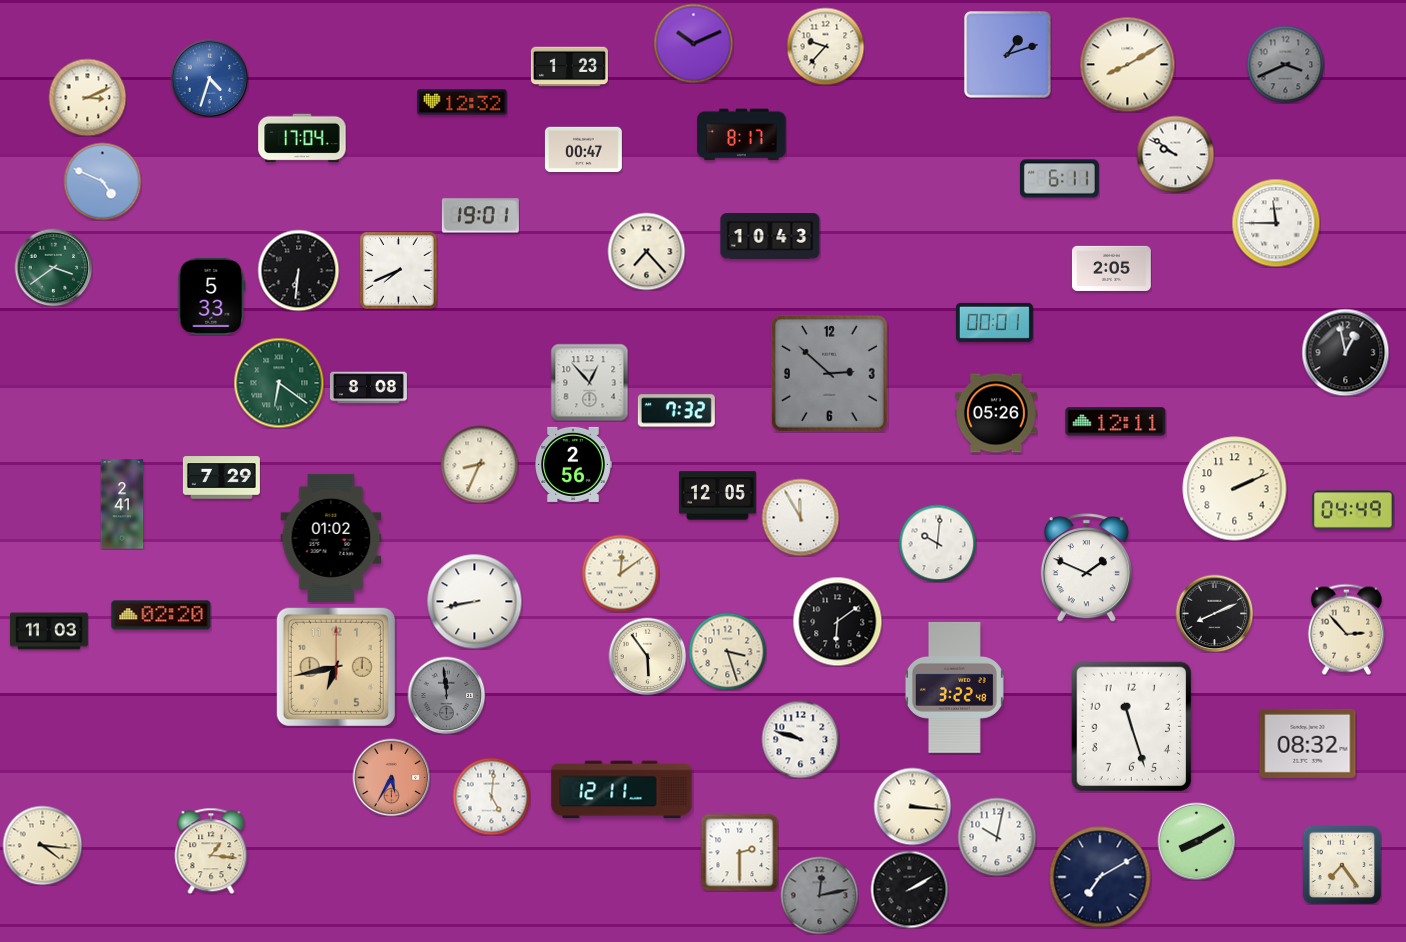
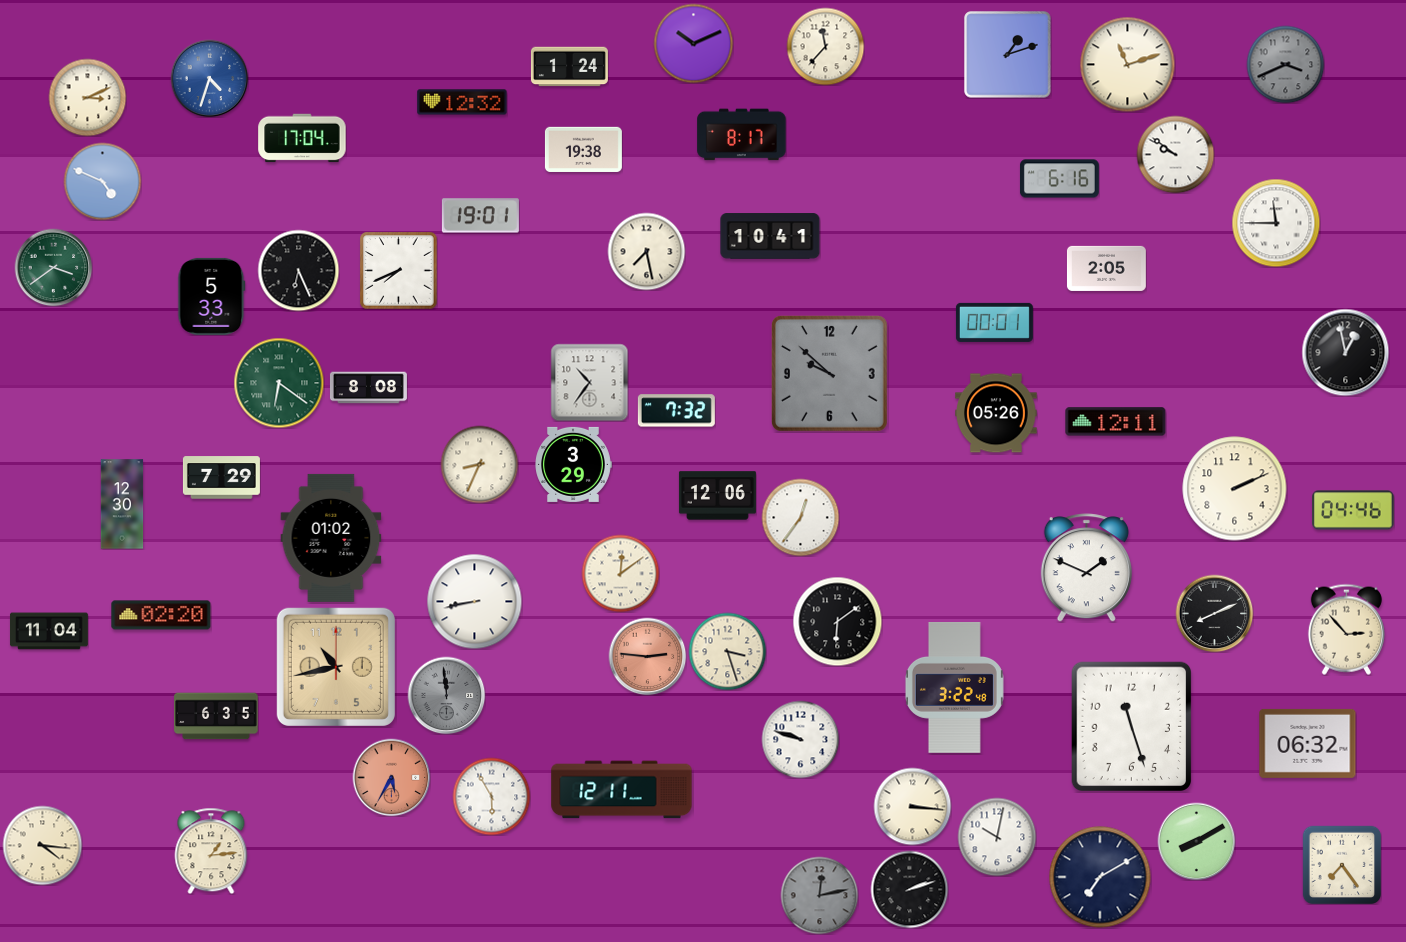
clock at (825, 46): 9:37 -> 11:37
clock at (1127, 64): 8:10 -> 11:12
clock at (569, 67): 1:23 -> 1:24
clock at (583, 149): 00:47 -> 19:38
clock at (1059, 179): 6:11 -> 6:16
clock at (770, 236): 10:43 -> 10:41
clock at (646, 251): 7:23 -> 7:28
clock at (1111, 268) position: (1111, 268) -> (1106, 268)
clock at (298, 270): 6:31 -> 6:26
clock at (829, 373): 2:52 -> 9:52
clock at (589, 382): 12:53 -> 10:36
clock at (573, 464): 2:56 -> 3:29
clock at (717, 496): 12:05 -> 12:06
clock at (122, 504): 2:41 -> 12:30
clock at (1353, 510): 04:49 -> 04:46
clock at (800, 517): 11:55 -> 12:36
clock at (937, 543): 10:01 -> none
clock at (49, 631): 11:03 -> 11:04
clock at (647, 656): 5:54 -> 2:46
clock at (647, 656) dial: cream -> salmon
clock at (336, 667): 6:43 -> 10:43
clock at (216, 716): none -> 6:35
clock at (1308, 743): 08:32 -> 06:32
clock at (491, 796): 5:01 -> 5:55
clock at (211, 851): 1:16 -> 1:14
clock at (739, 852): 2:30 -> none
clock at (909, 889): 2:10 -> 2:12
